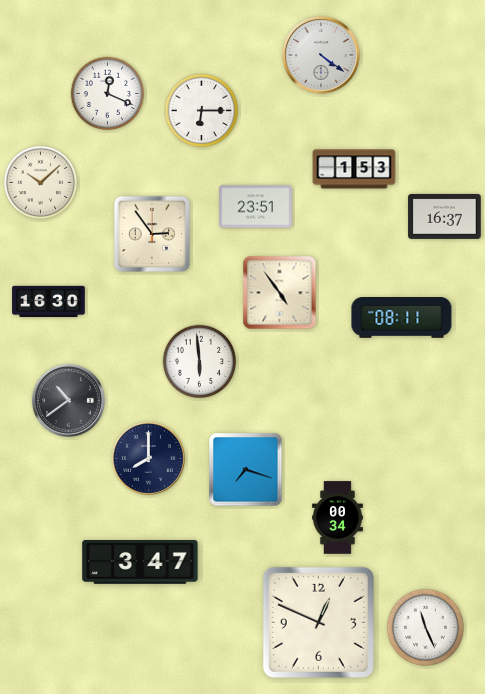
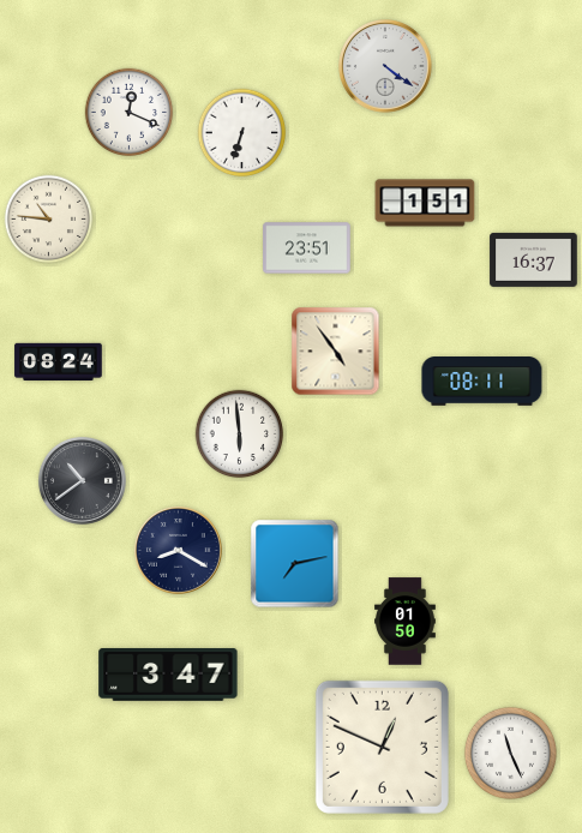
clock at (202, 111): 6:15 -> 6:33
clock at (354, 169): 1:53 -> 1:51
clock at (41, 183): 10:08 -> 10:46
clock at (152, 234): 2:54 -> none
clock at (49, 301): 16:30 -> 08:24
clock at (149, 459): 8:00 -> 8:20
clock at (246, 470): 7:18 -> 7:13
clock at (338, 518): 00:34 -> 01:50
